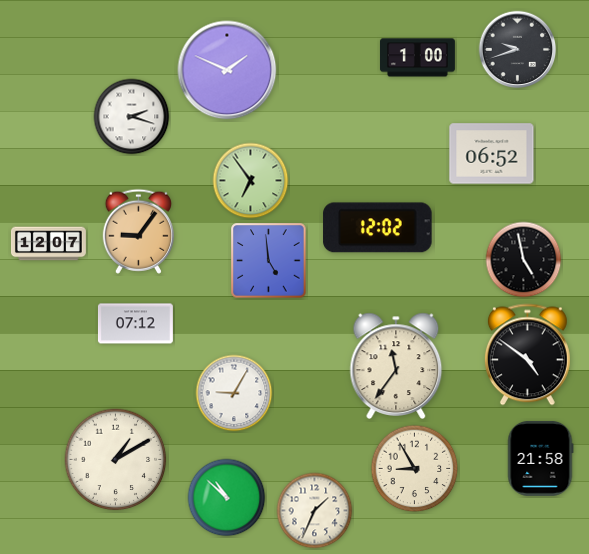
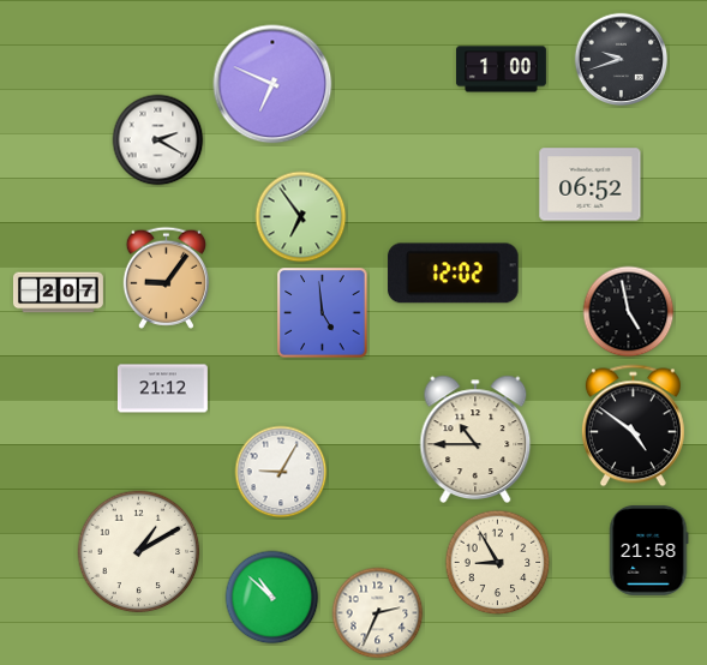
clock at (227, 70): 1:49 -> 6:49
clock at (132, 117): 2:18 -> 2:20
clock at (48, 244): 12:07 -> 2:07
clock at (135, 324): 07:12 -> 21:12
clock at (396, 366): 11:36 -> 10:45
clock at (315, 511): 1:34 -> 2:34
